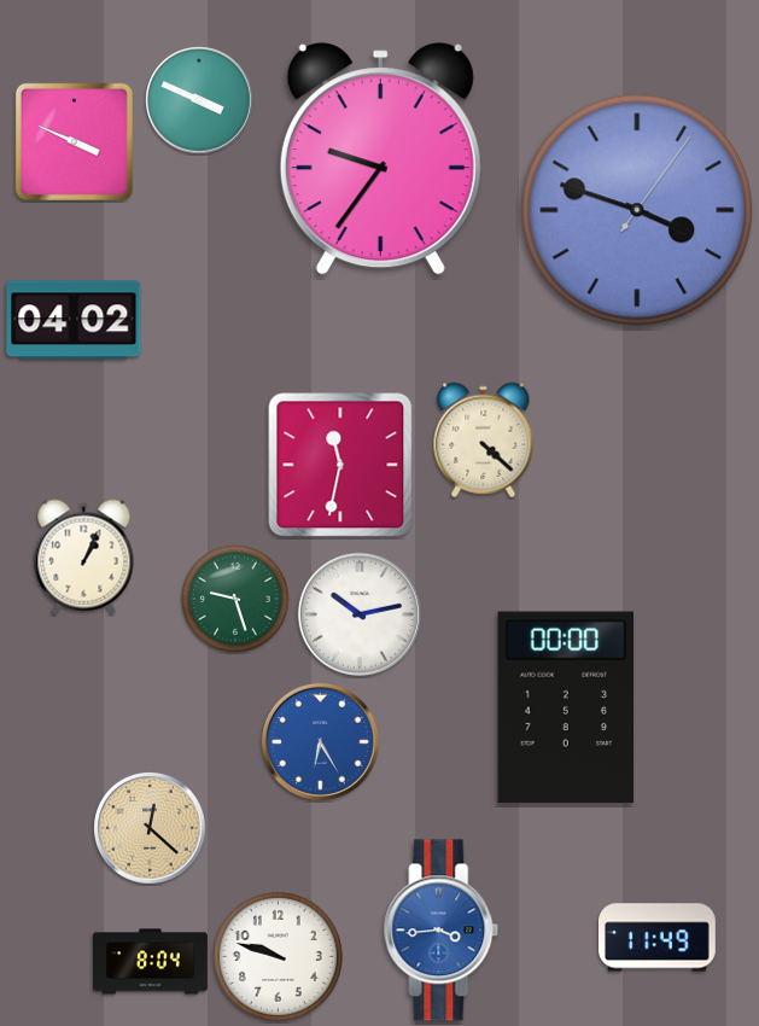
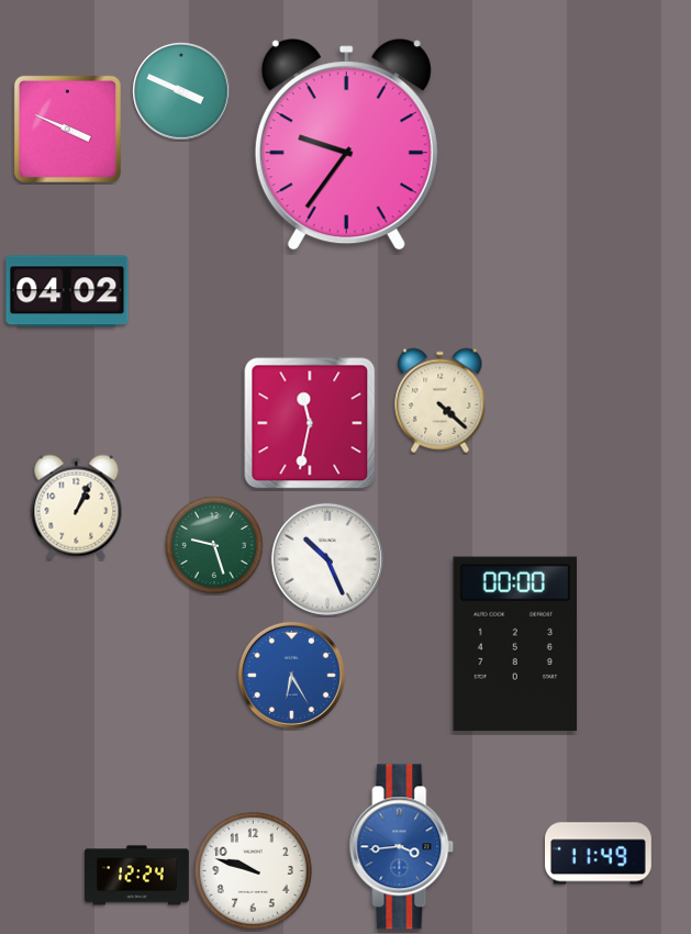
clock at (637, 210): 3:48 -> none
clock at (360, 614): 10:13 -> 10:26
clock at (150, 828): 12:22 -> none
clock at (150, 962): 8:04 -> 12:24
